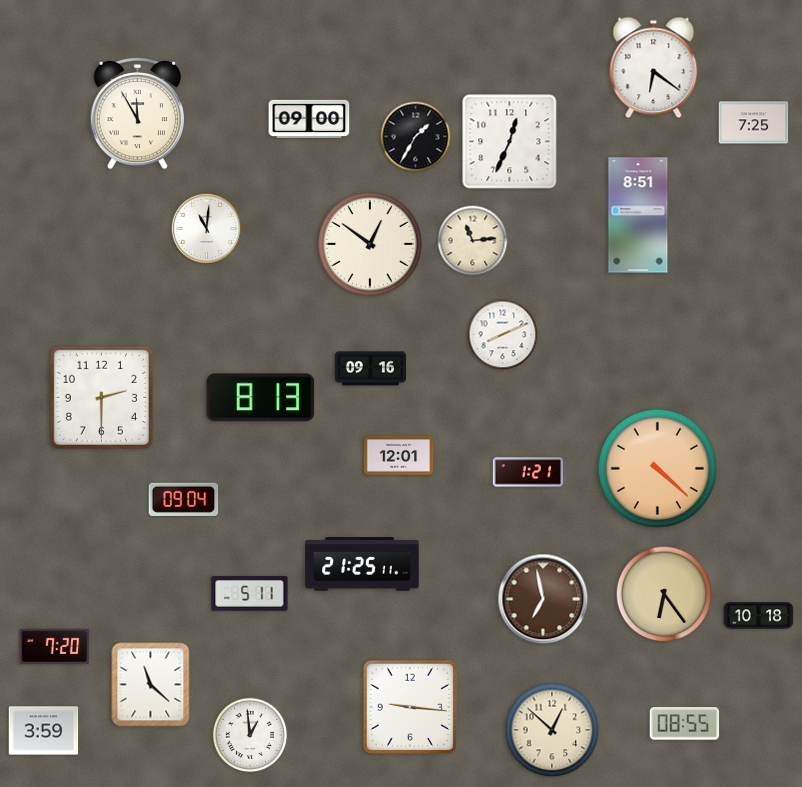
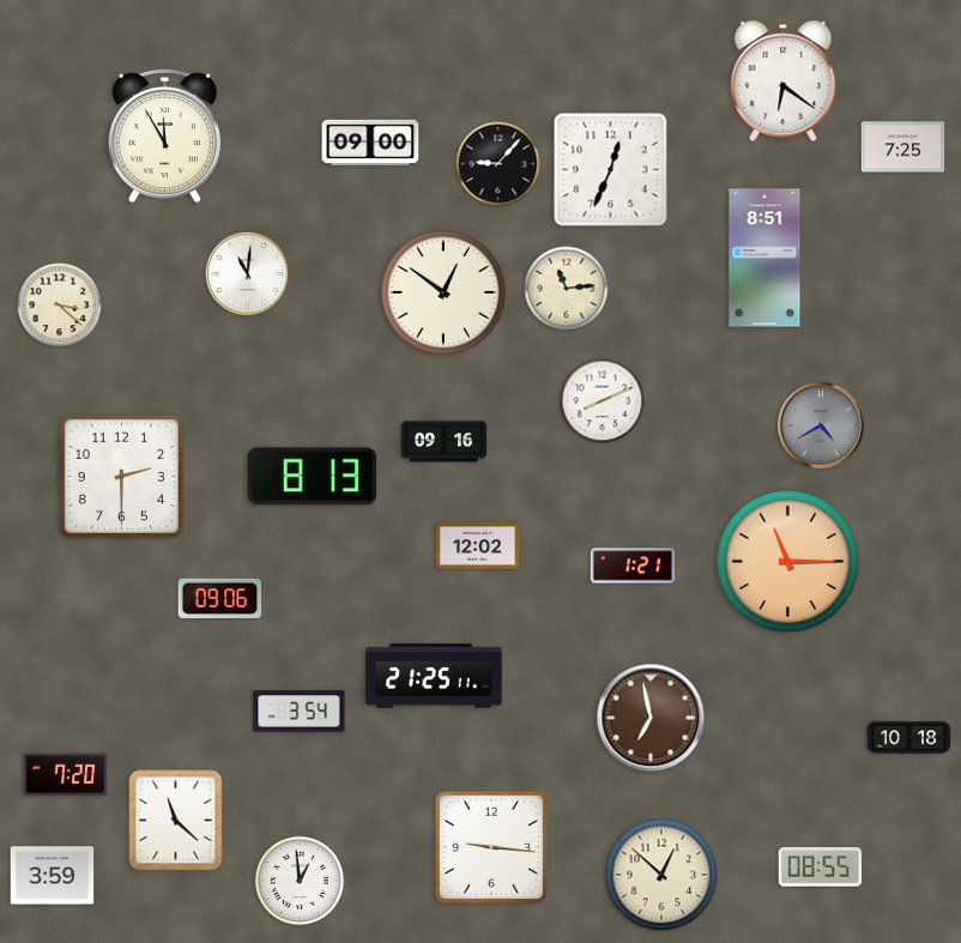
clock at (416, 137): 1:35 -> 9:07
clock at (60, 306): none -> 3:22
clock at (821, 425): none -> 4:40
clock at (399, 456): 12:01 -> 12:02
clock at (657, 468): 4:22 -> 11:15
clock at (184, 499): 09:04 -> 09:06
clock at (250, 594): 5:11 -> 3:54
clock at (664, 594): 6:24 -> none
clock at (151, 685) position: (151, 685) -> (176, 821)
